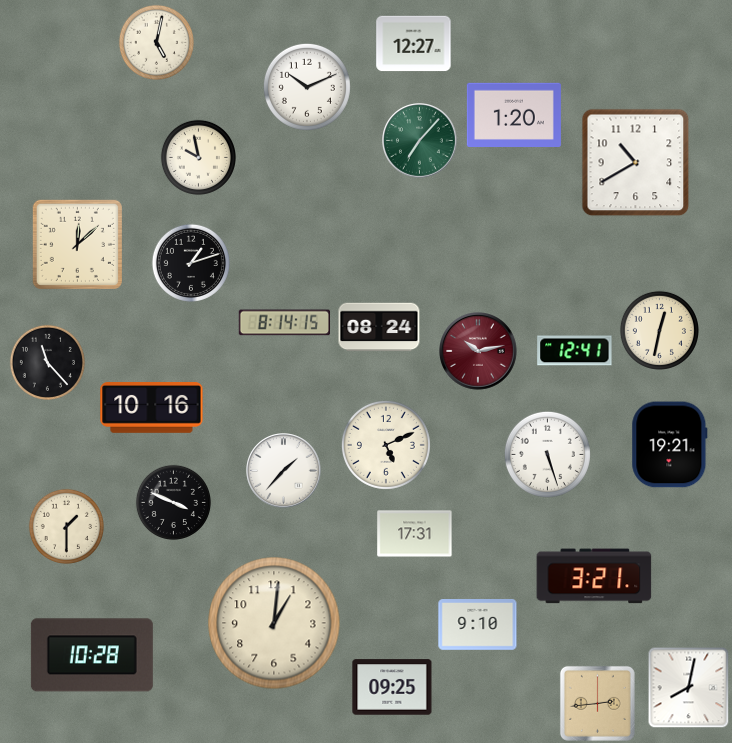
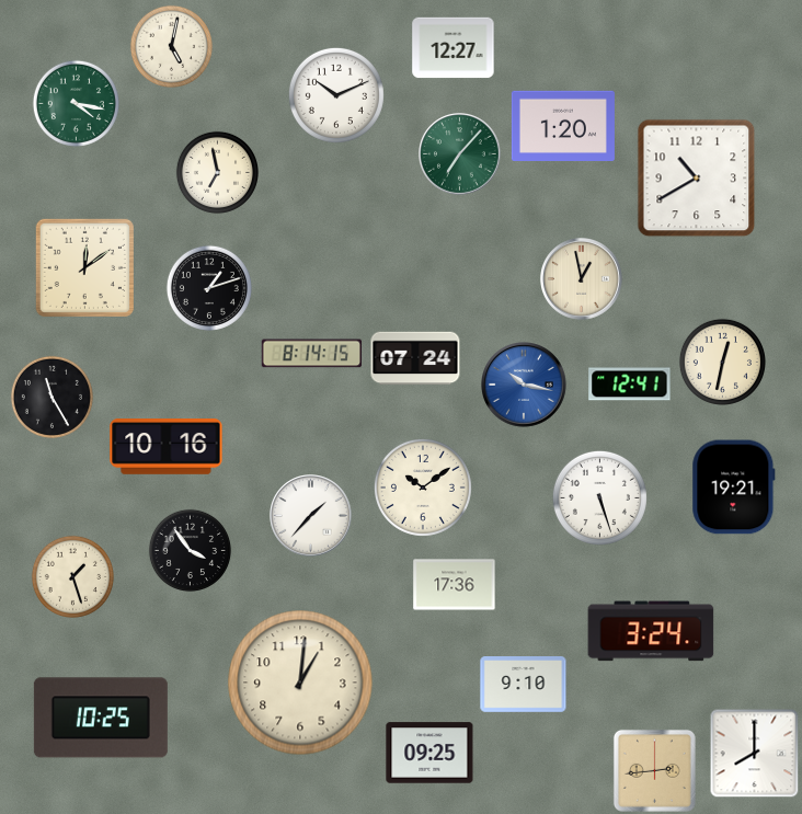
clock at (76, 103): none -> 4:17
clock at (198, 157): 9:58 -> 6:58
clock at (77, 244): 12:08 -> 12:09
clock at (582, 279): none -> 12:58
clock at (379, 327): 08:24 -> 07:24
clock at (479, 352): 10:13 -> 10:17
clock at (479, 352) dial: burgundy -> blue
clock at (47, 362): 11:23 -> 11:25
clock at (386, 445): 5:11 -> 10:09
clock at (173, 502): 3:49 -> 3:54
clock at (66, 526): 1:30 -> 1:27
clock at (415, 534): 17:31 -> 17:36
clock at (594, 576): 3:21 -> 3:24
clock at (92, 655): 10:28 -> 10:25
clock at (689, 688): 8:02 -> 8:00
